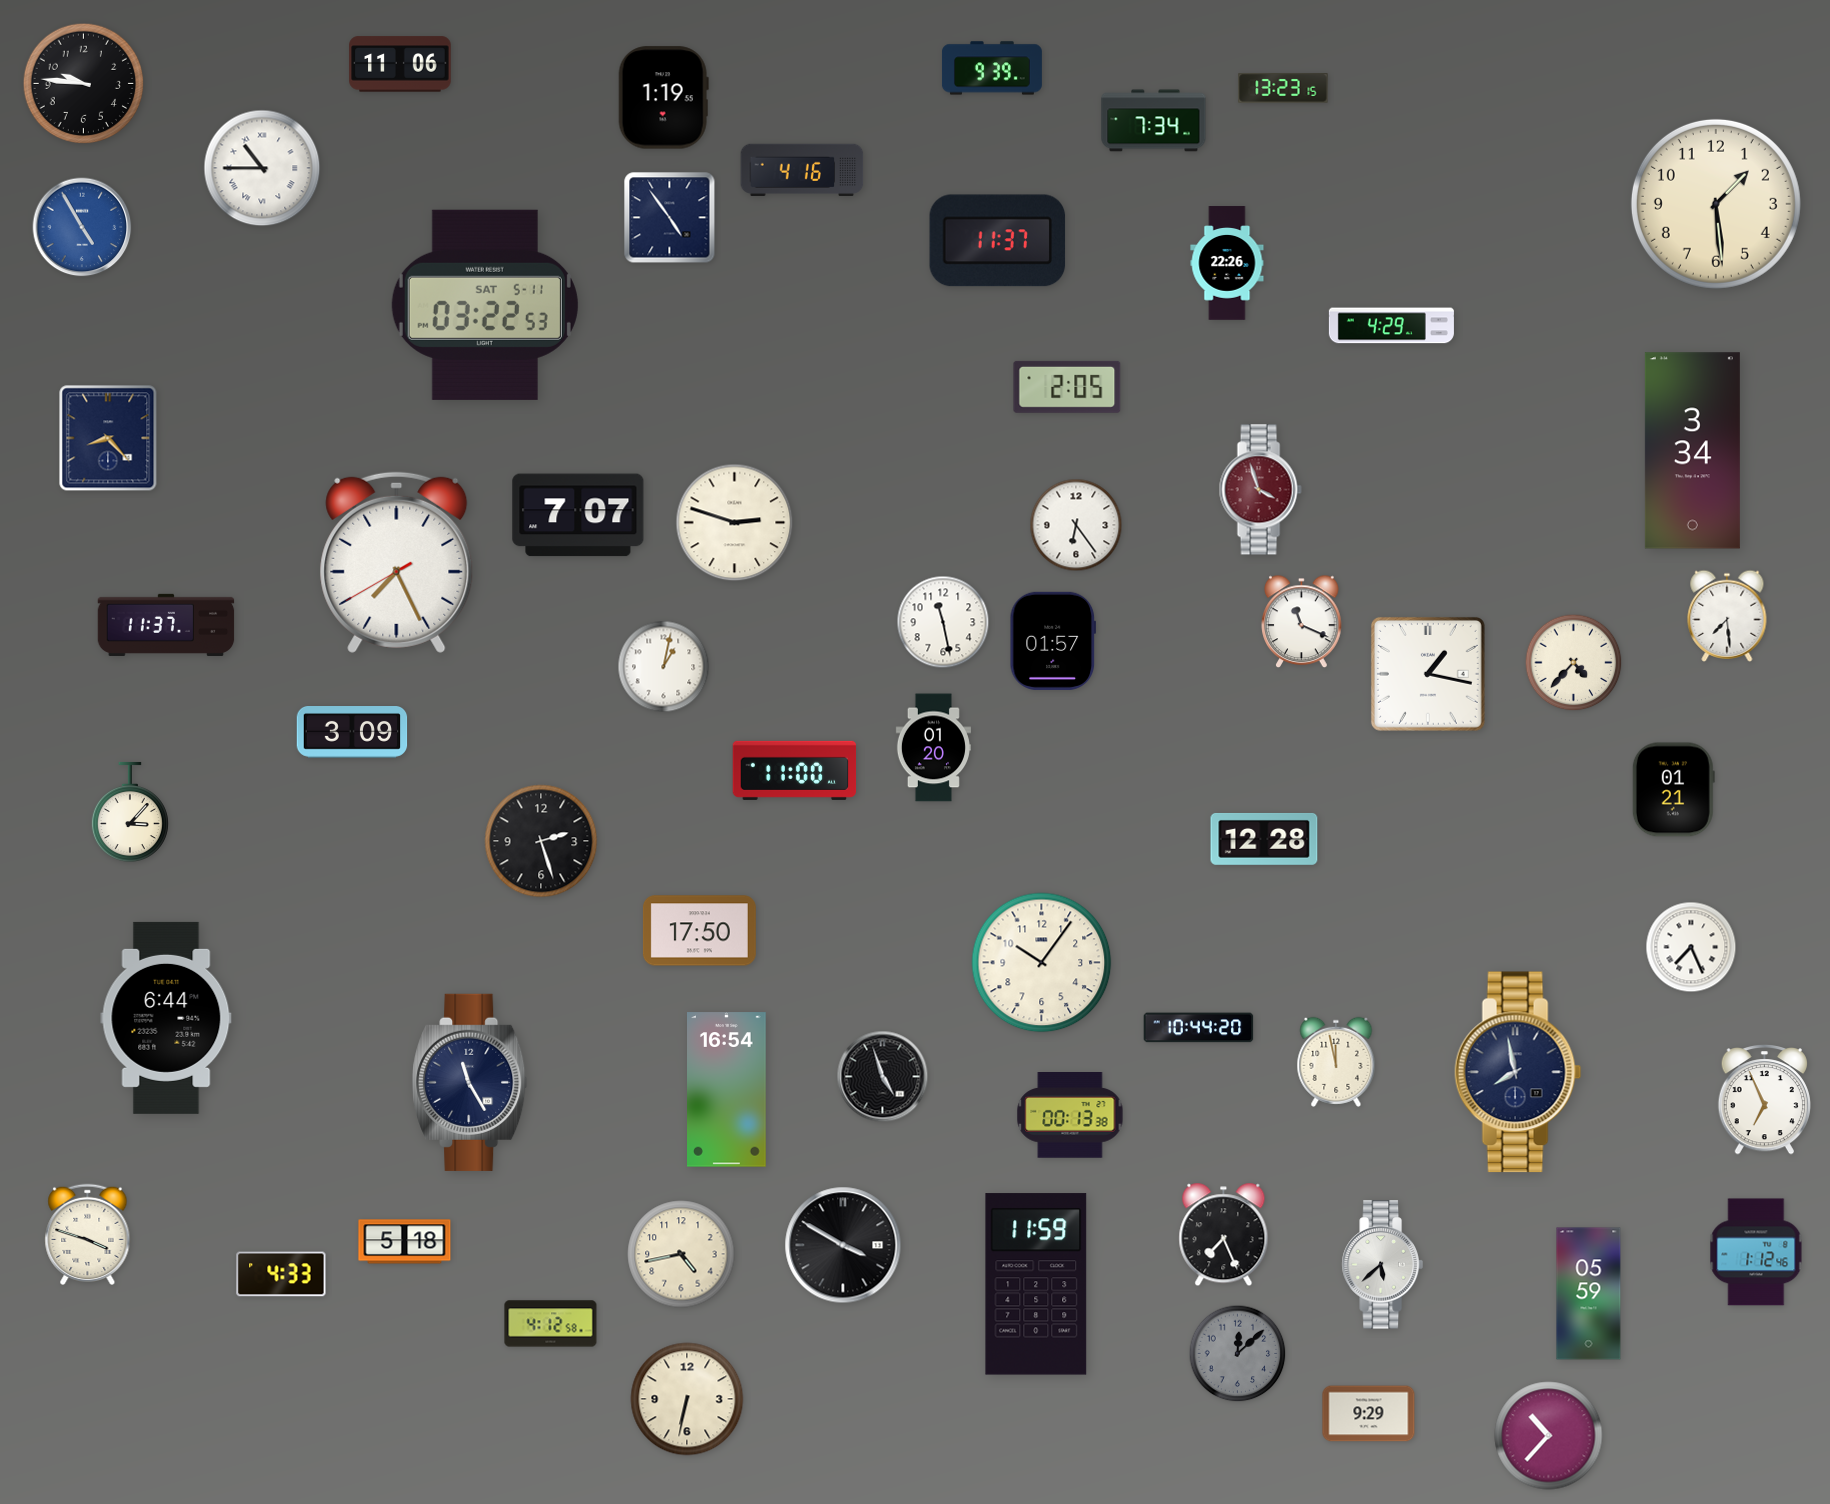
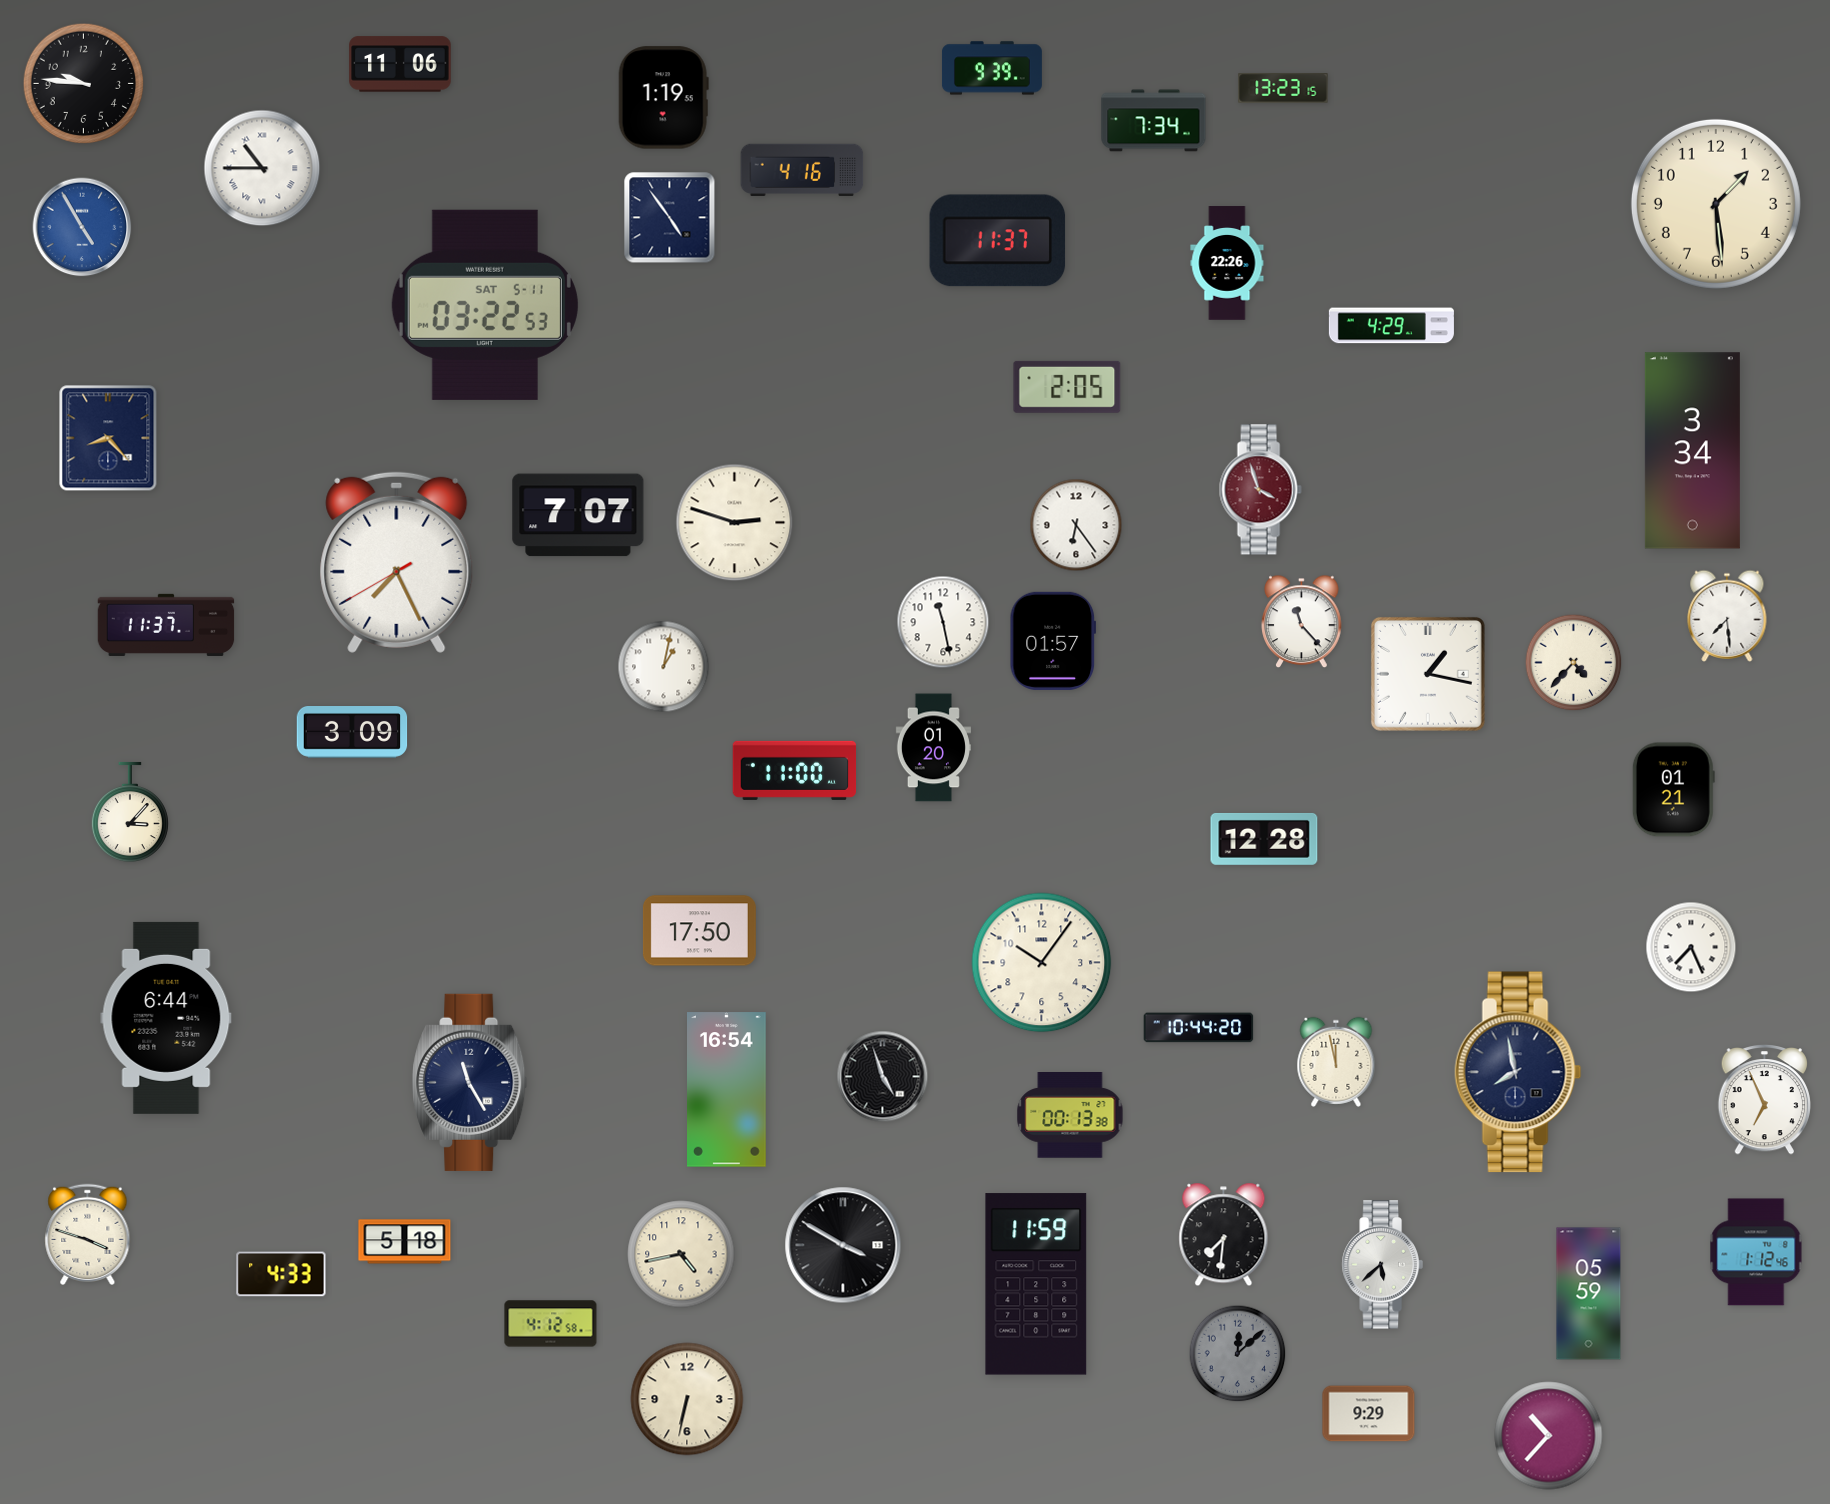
clock at (1302, 622): 11:19 -> 11:23
clock at (541, 841): 2:27 -> none
clock at (1224, 1235): 7:26 -> 7:31
